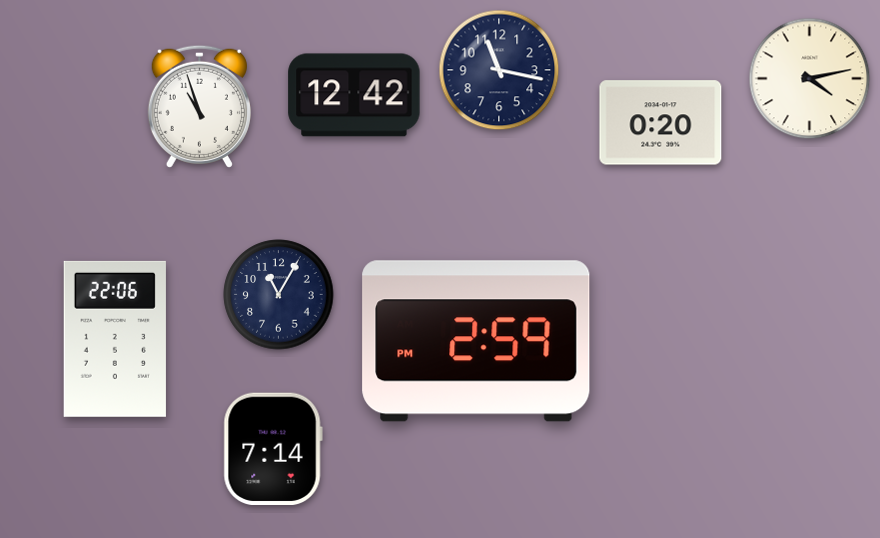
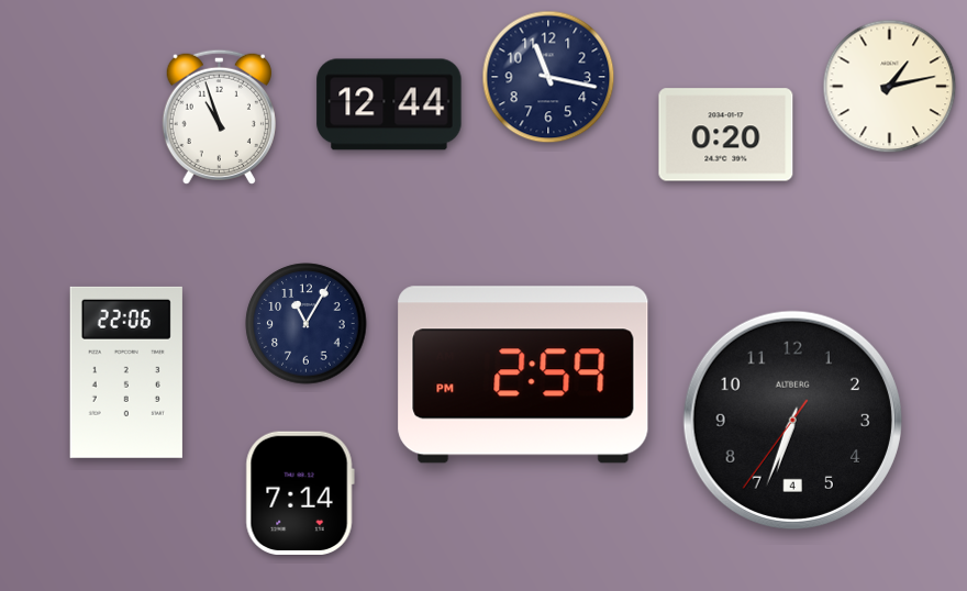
clock at (810, 79): 4:13 -> 1:13
clock at (354, 95): 12:42 -> 12:44
clock at (792, 420): none -> 6:33
